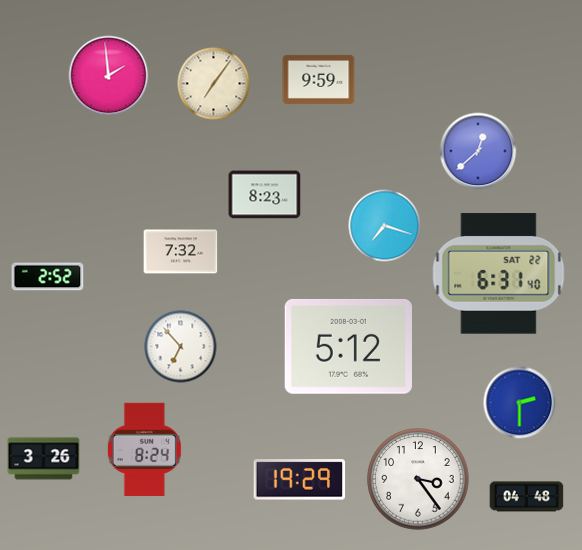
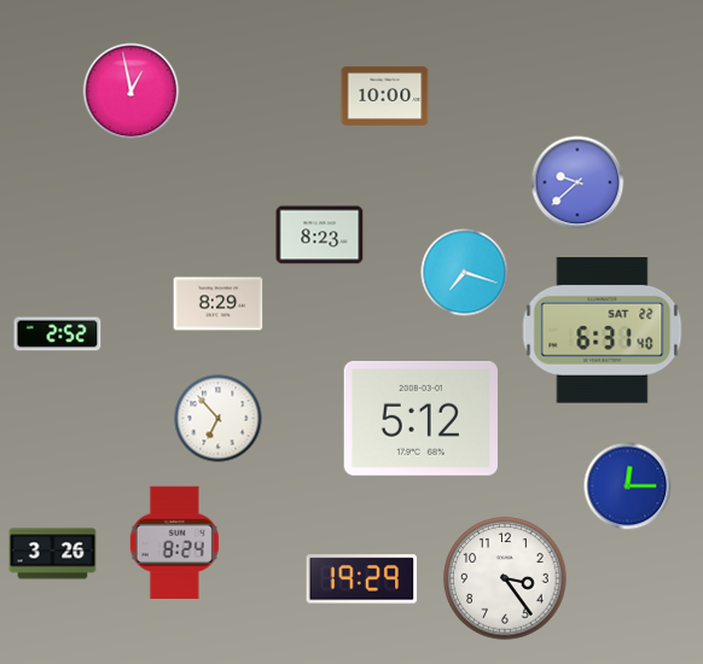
clock at (109, 76): 1:59 -> 12:58
clock at (319, 79): 9:59 -> 10:00
clock at (214, 84): 7:06 -> none
clock at (478, 151): 12:38 -> 9:38
clock at (181, 252): 7:32 -> 8:29
clock at (520, 403): 2:30 -> 12:15
clock at (527, 497): 04:48 -> none
